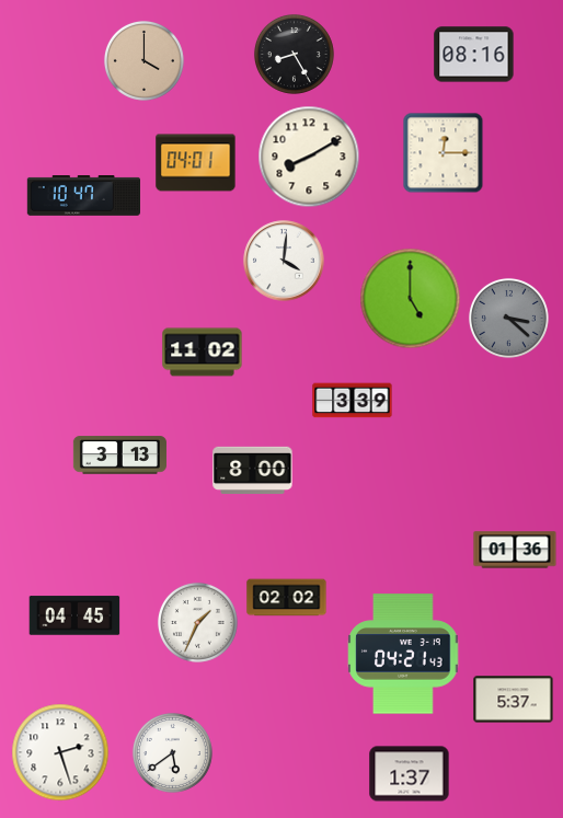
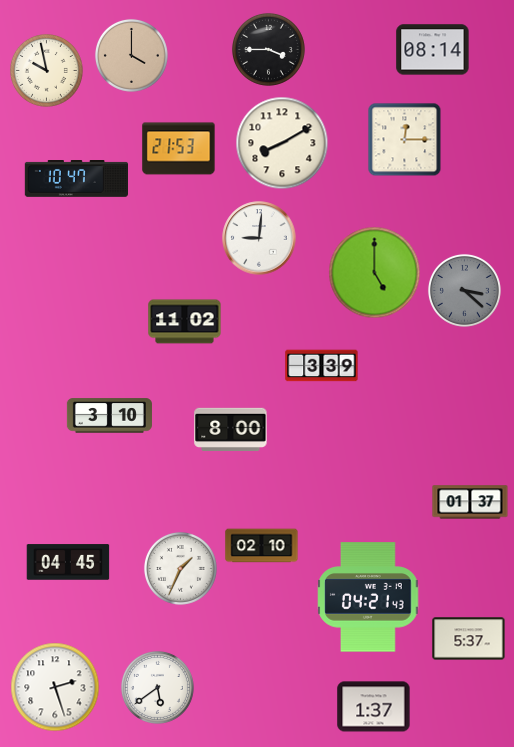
clock at (294, 54): 8:25 -> 3:45
clock at (474, 55): 08:16 -> 08:14
clock at (46, 70): none -> 9:58
clock at (196, 163): 04:01 -> 21:53
clock at (284, 261): 4:01 -> 9:01
clock at (119, 456): 3:13 -> 3:10
clock at (515, 550): 01:36 -> 01:37
clock at (287, 598): 02:02 -> 02:10
